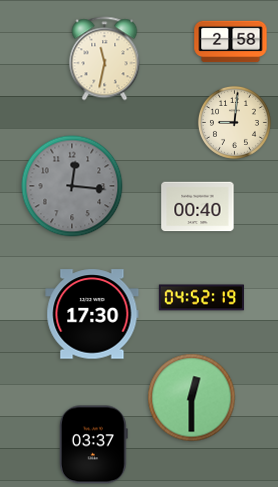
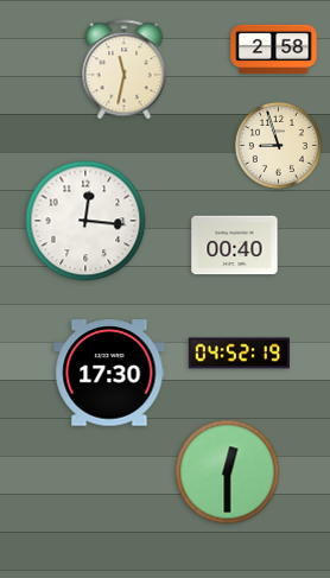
clock at (234, 122): 9:01 -> 8:57
clock at (72, 186) dial: grey -> white
clock at (93, 445): 03:37 -> none
